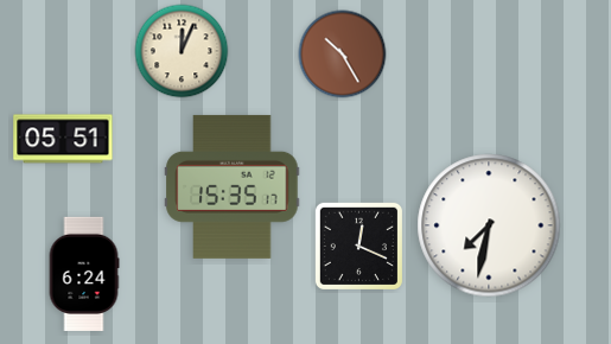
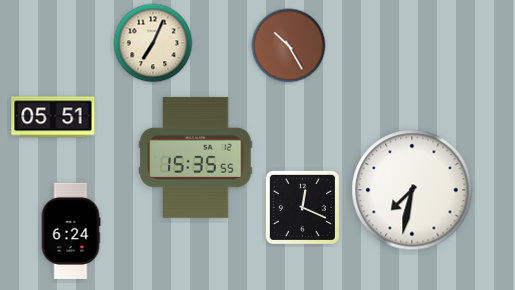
clock at (182, 51): 12:04 -> 7:04
clock at (233, 186): 15:35:17 -> 15:35:55
